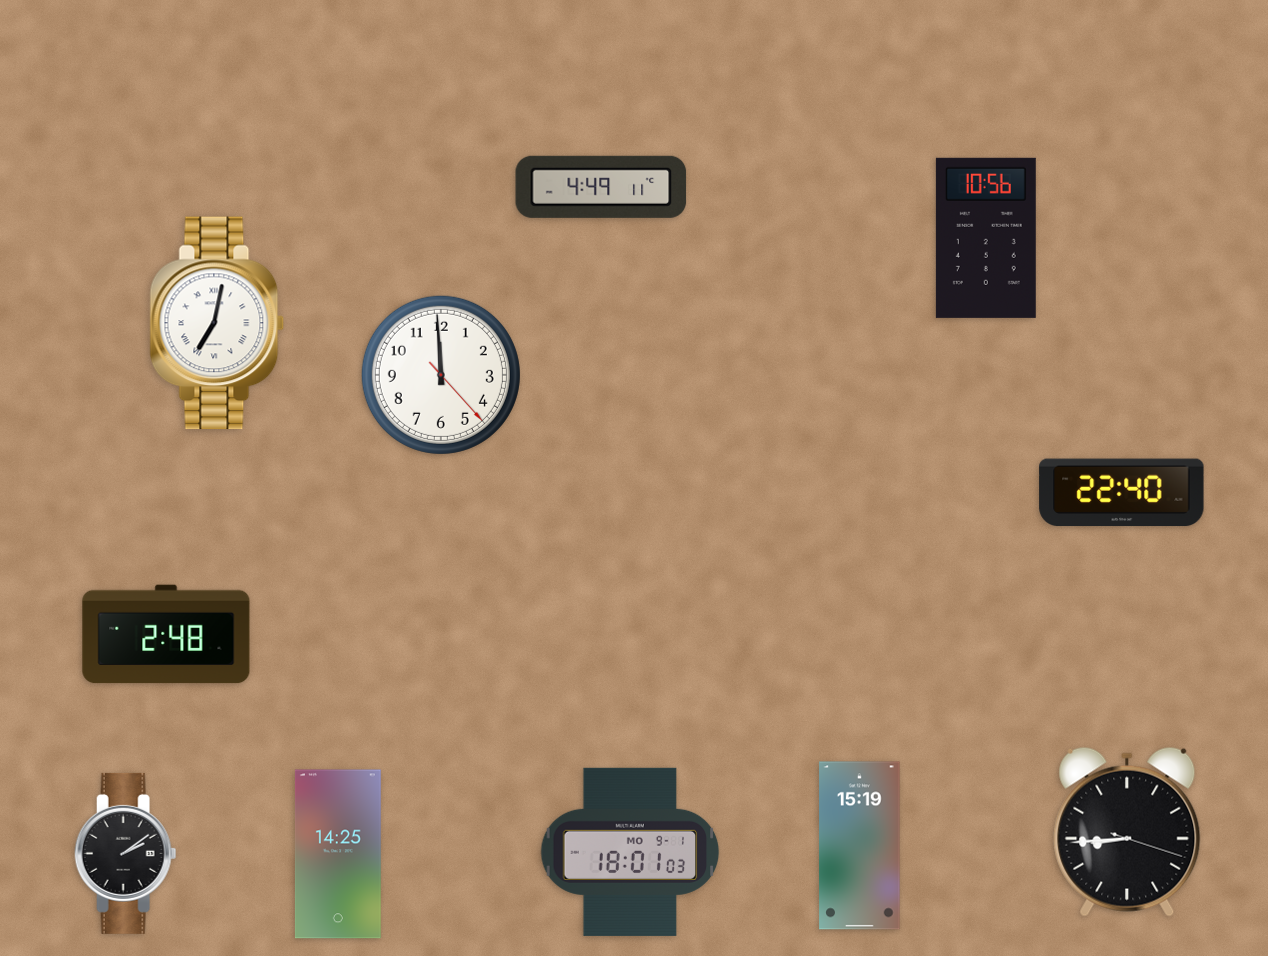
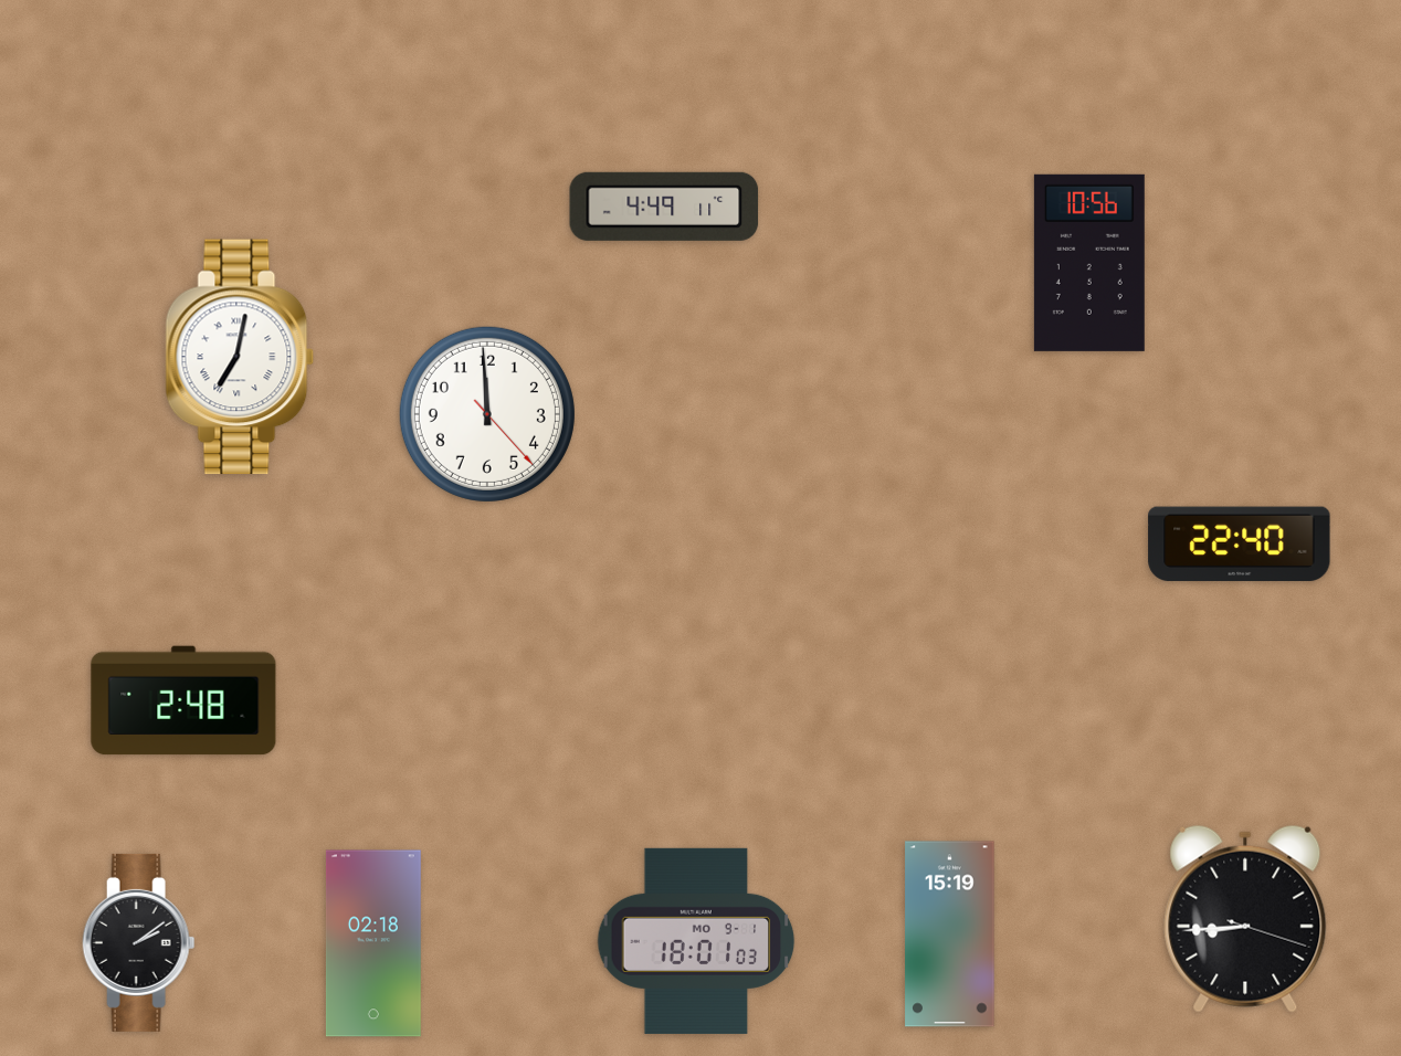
clock at (338, 854): 14:25 -> 02:18
